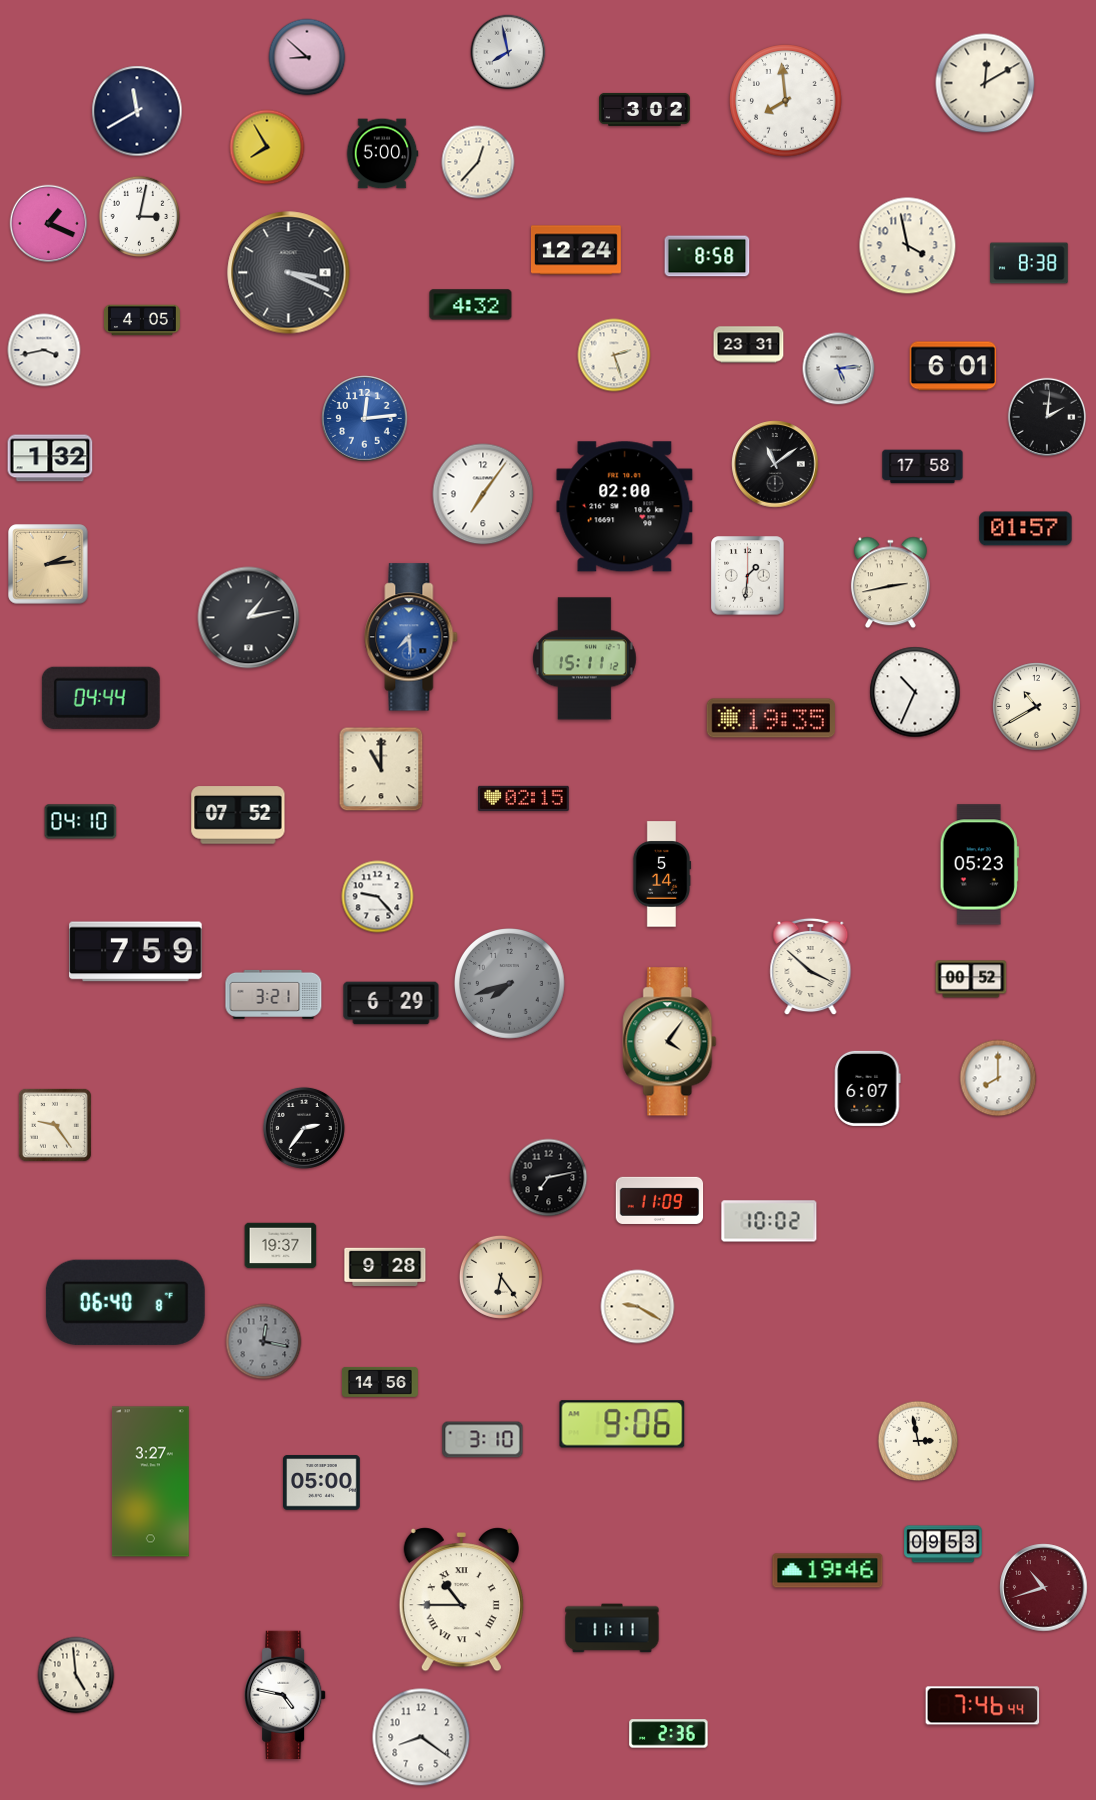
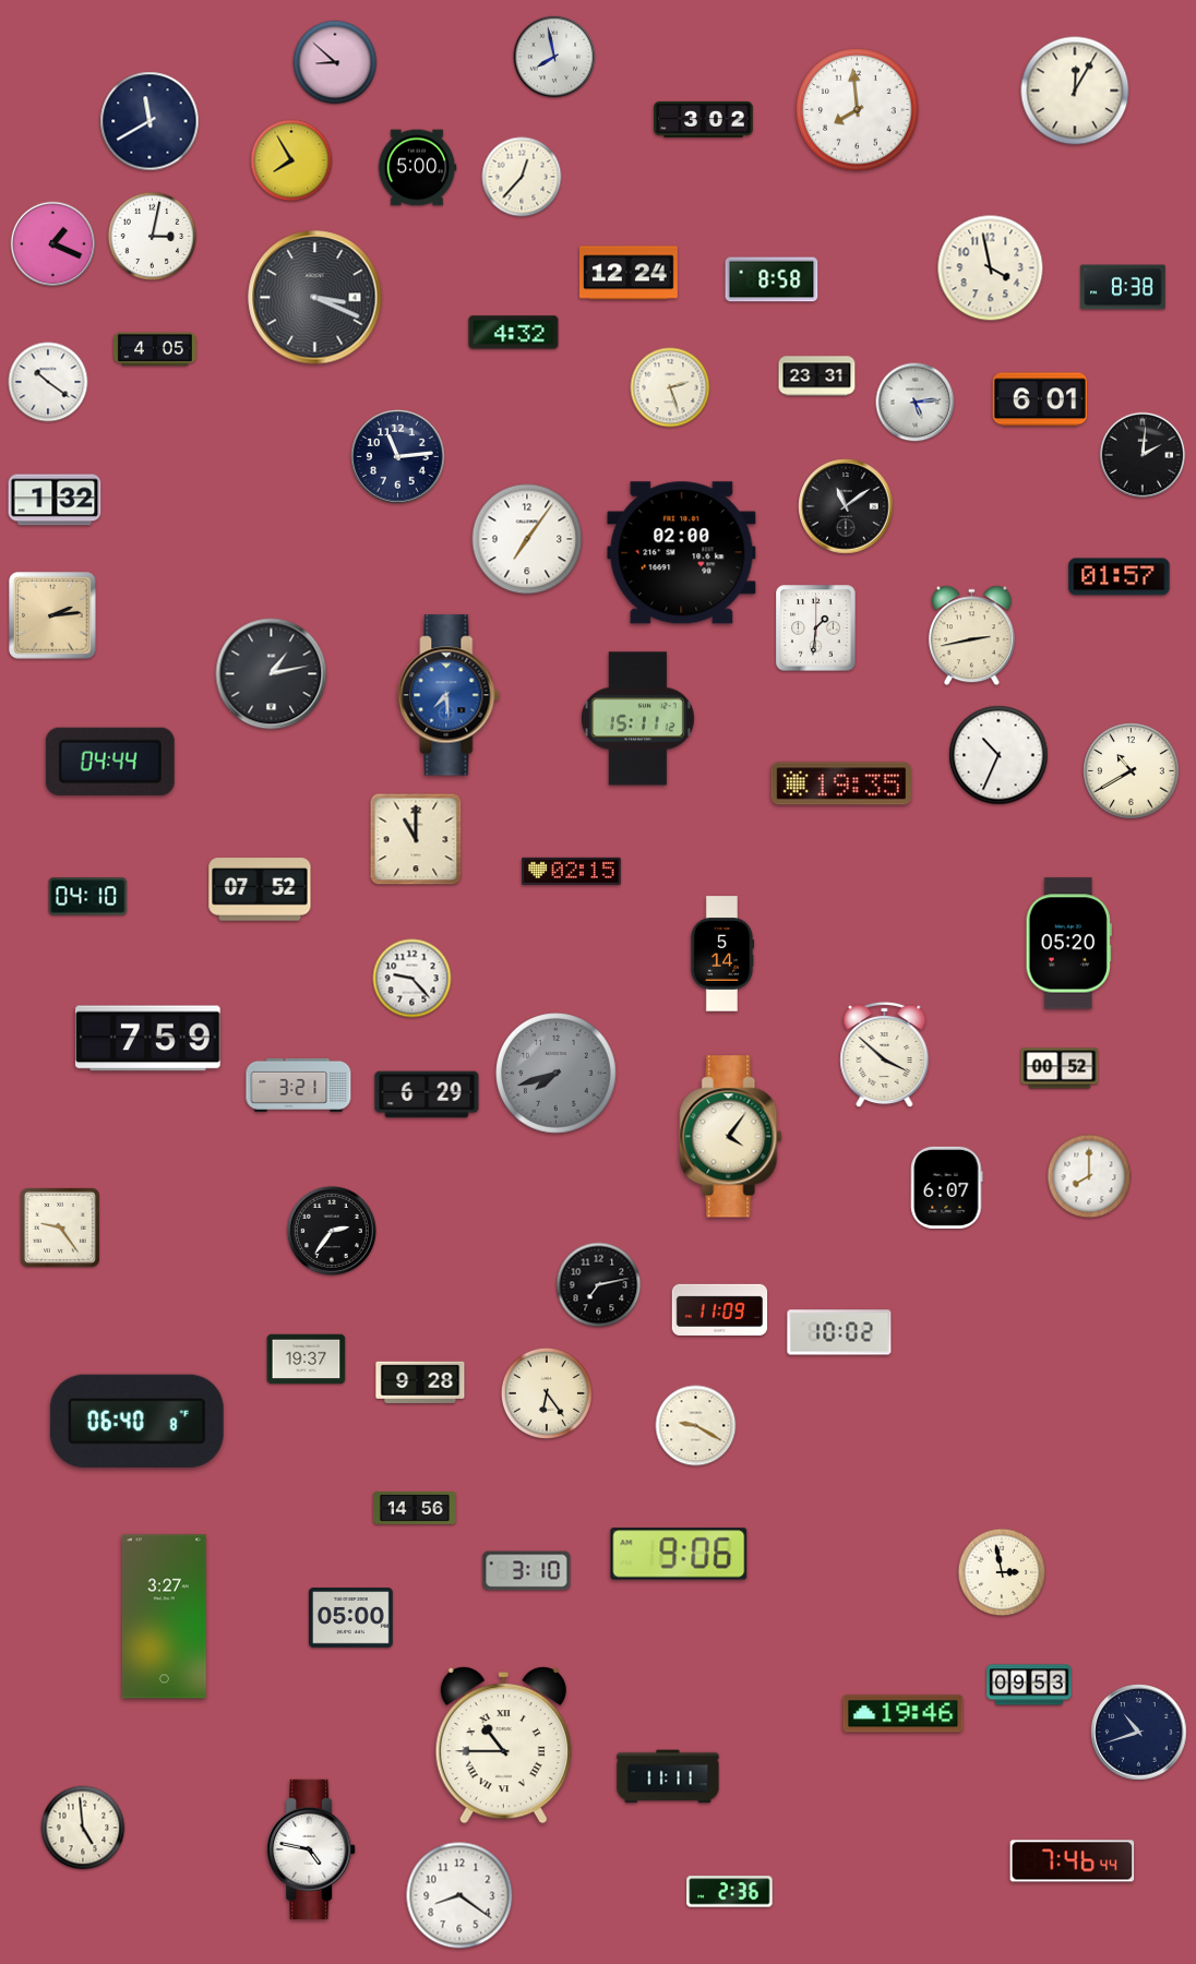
clock at (985, 83): 12:10 -> 12:05
clock at (44, 350): 3:43 -> 10:21
clock at (365, 419): 12:14 -> 11:14
clock at (365, 419) dial: blue -> navy
clock at (923, 467): 17:58 -> none
clock at (979, 865): 05:23 -> 05:20
clock at (264, 1342): 12:17 -> none
clock at (1044, 1588) dial: burgundy -> navy
